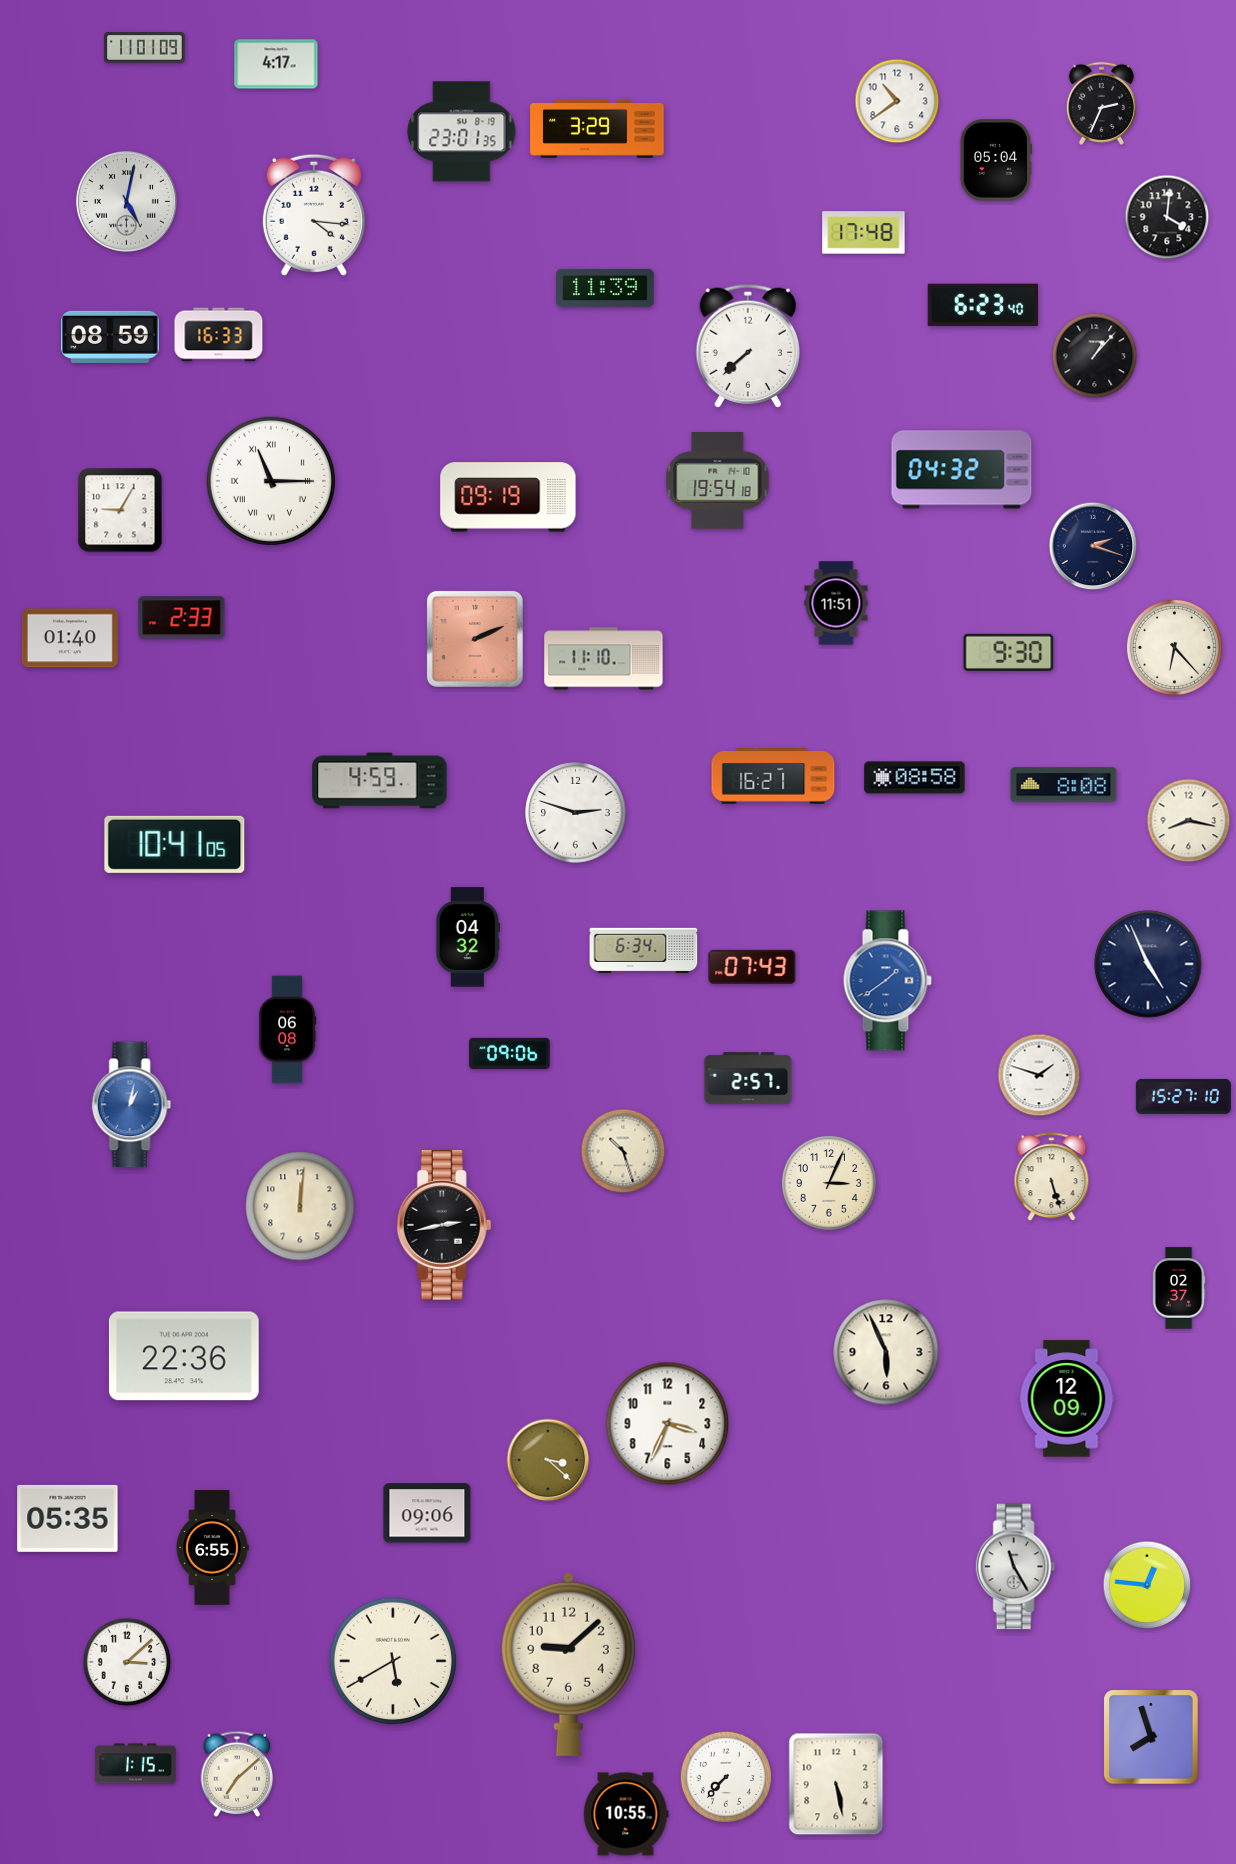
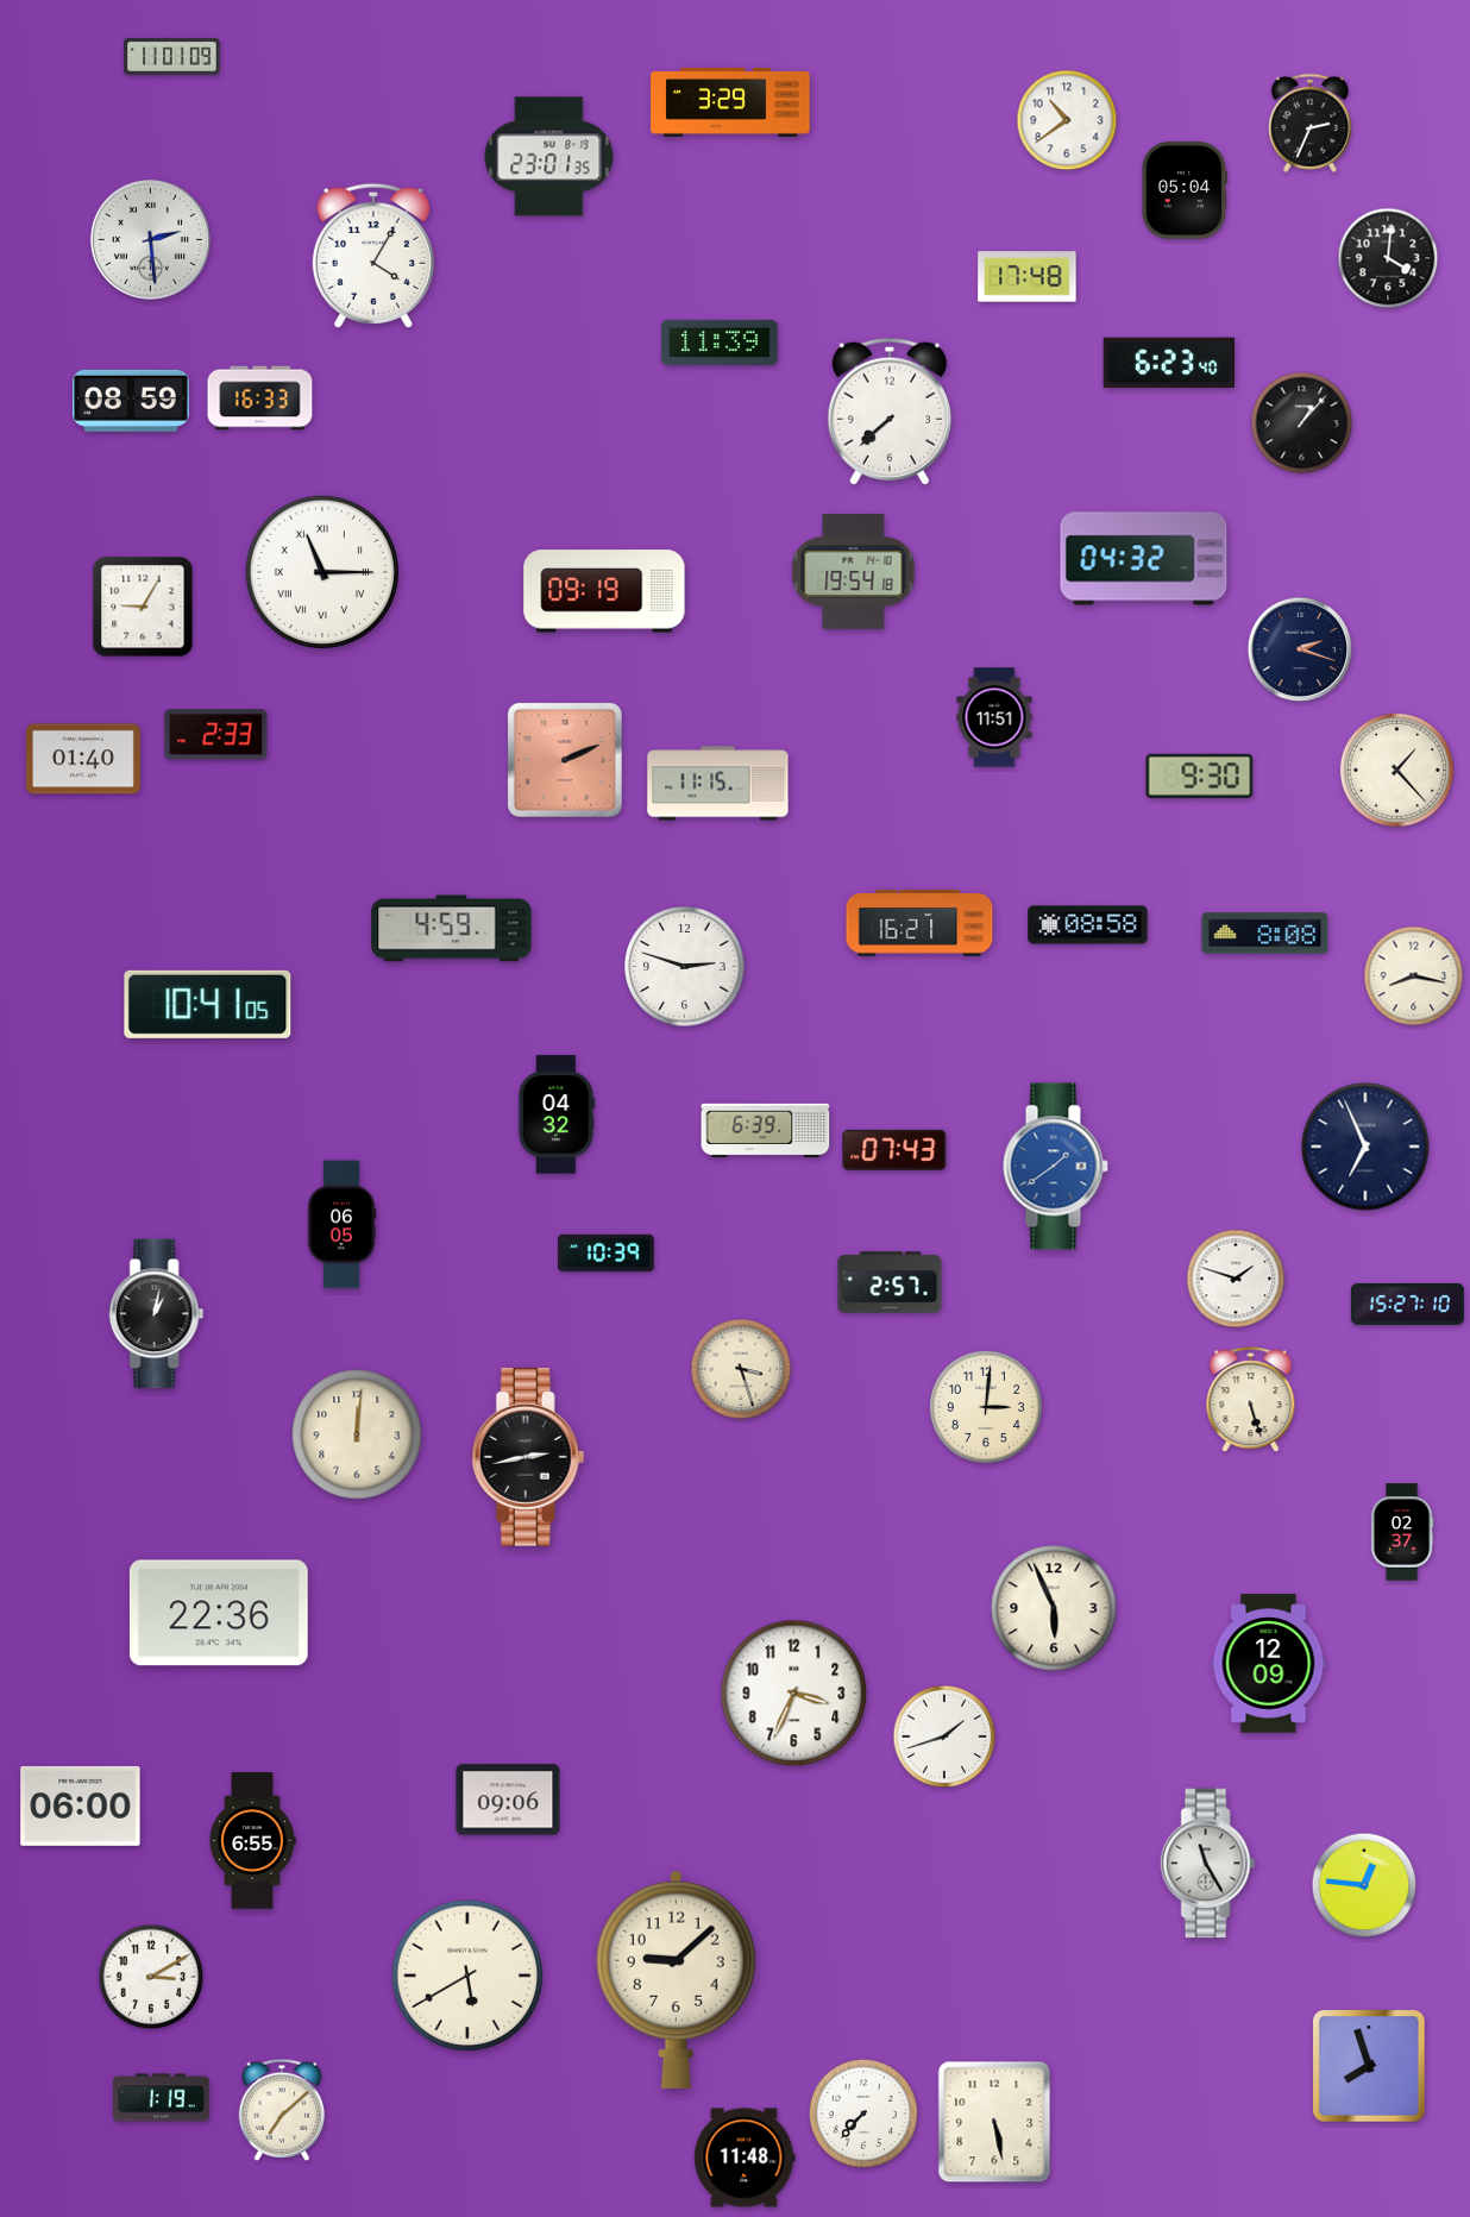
clock at (276, 64): 4:17 -> none
clock at (597, 129) position: (597, 129) -> (730, 102)
clock at (126, 201): 5:02 -> 2:29
clock at (314, 215): 4:16 -> 4:05
clock at (1174, 647): 6:23 -> 1:23
clock at (604, 659): 11:10 -> 11:15
clock at (644, 950): 6:34 -> 6:39
clock at (1148, 964): 4:56 -> 6:56
clock at (287, 1030): 06:08 -> 06:05
clock at (510, 1053): 09:06 -> 10:39
clock at (132, 1105) dial: blue -> black
clock at (623, 1151): 10:27 -> 3:27
clock at (829, 1183): 3:04 -> 3:01
clock at (548, 1460): 3:22 -> none
clock at (944, 1736): none -> 1:42
clock at (68, 1518): 05:35 -> 06:00
clock at (127, 1662): 3:08 -> 3:10
clock at (136, 1764): 1:15 -> 1:19
clock at (626, 1814): 10:55 -> 11:48
